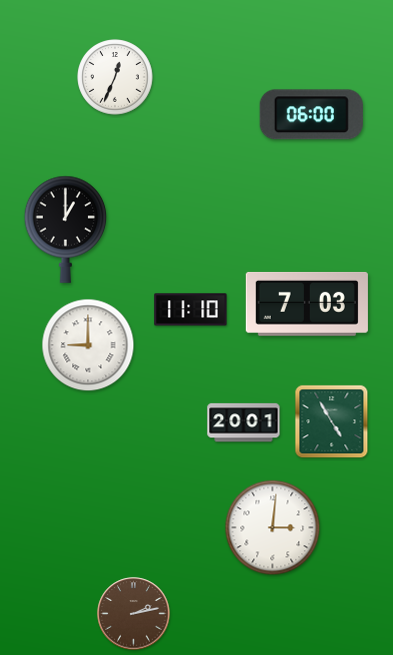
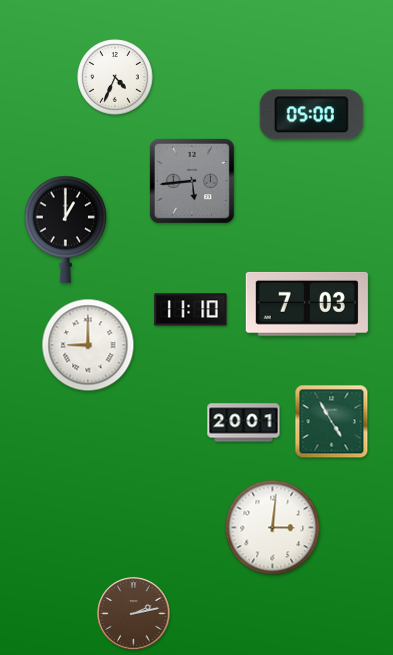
clock at (115, 77): 12:34 -> 4:34
clock at (311, 115): 06:00 -> 05:00
clock at (192, 181): none -> 5:44
